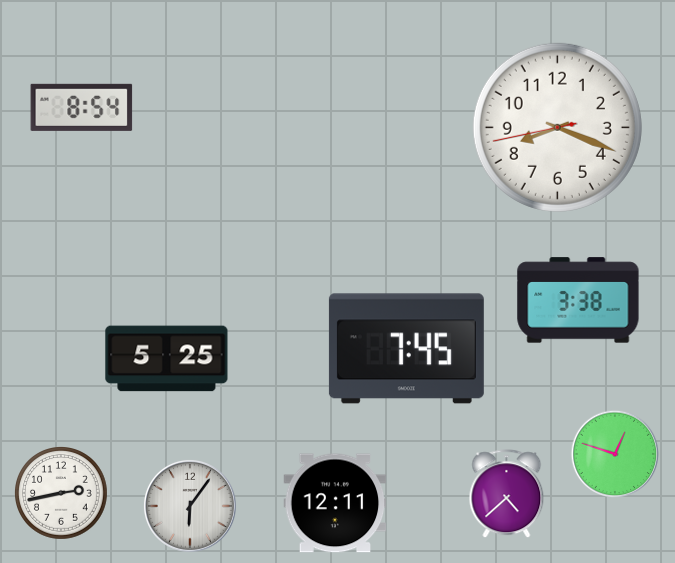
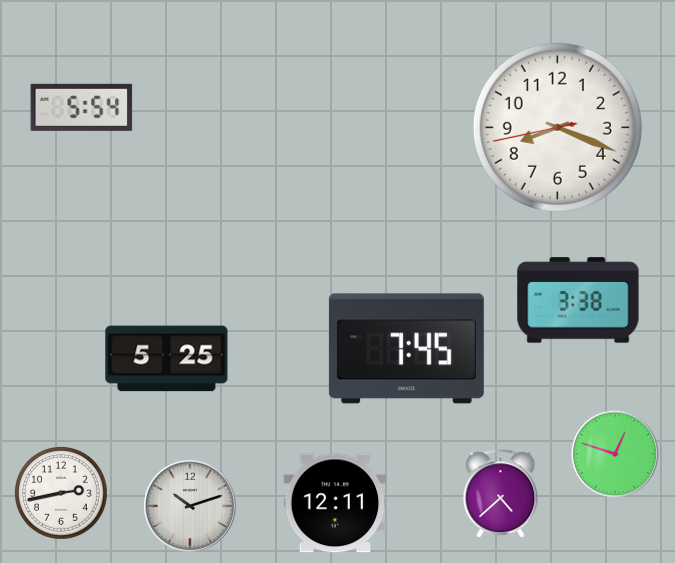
clock at (82, 107): 8:54 -> 5:54
clock at (507, 494) position: (507, 494) -> (501, 494)
clock at (190, 506): 6:06 -> 10:12
